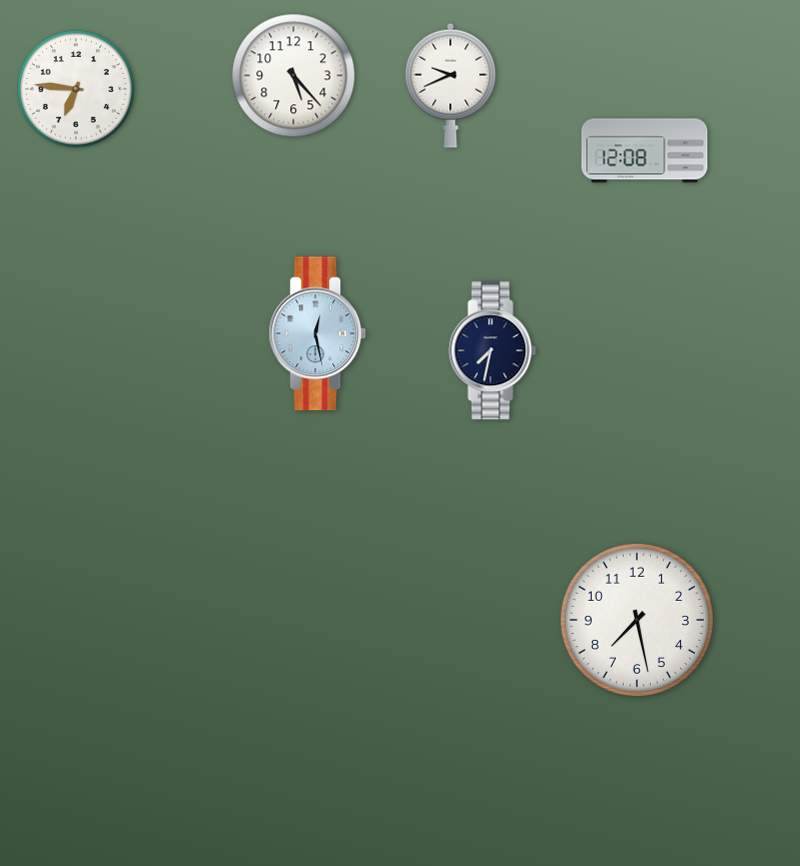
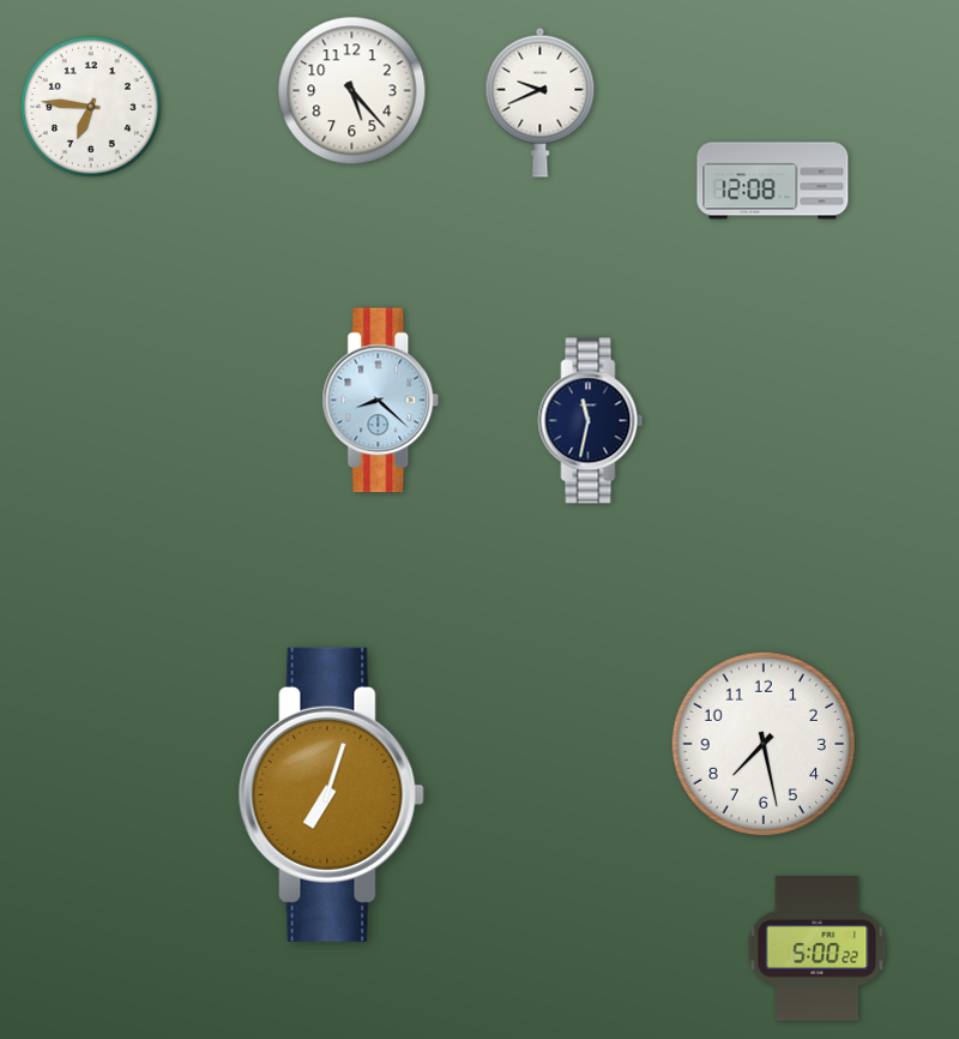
clock at (318, 334): 12:28 -> 8:22
clock at (493, 351): 7:32 -> 11:32
clock at (331, 794): none -> 7:03
clock at (818, 948): none -> 5:00
